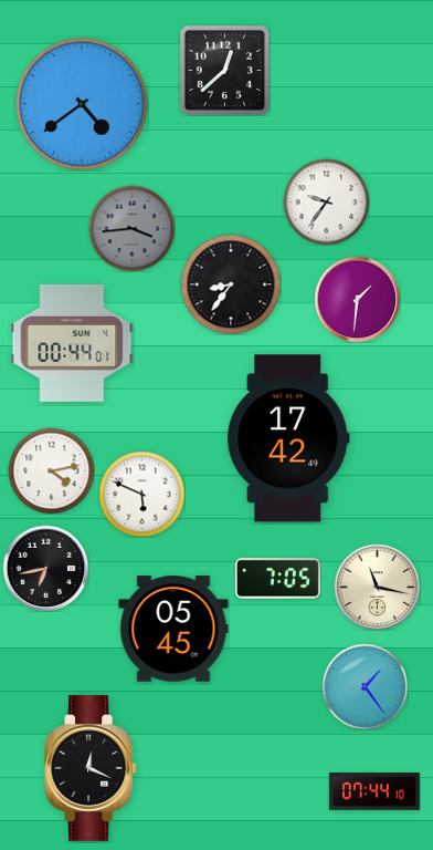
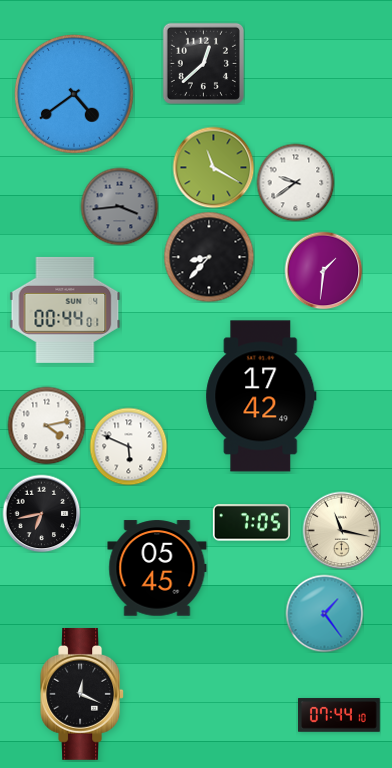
clock at (213, 167): none -> 11:20
clock at (326, 201): 9:36 -> 9:39
clock at (231, 284): 8:36 -> 8:37
clock at (365, 686) position: (365, 686) -> (324, 613)
